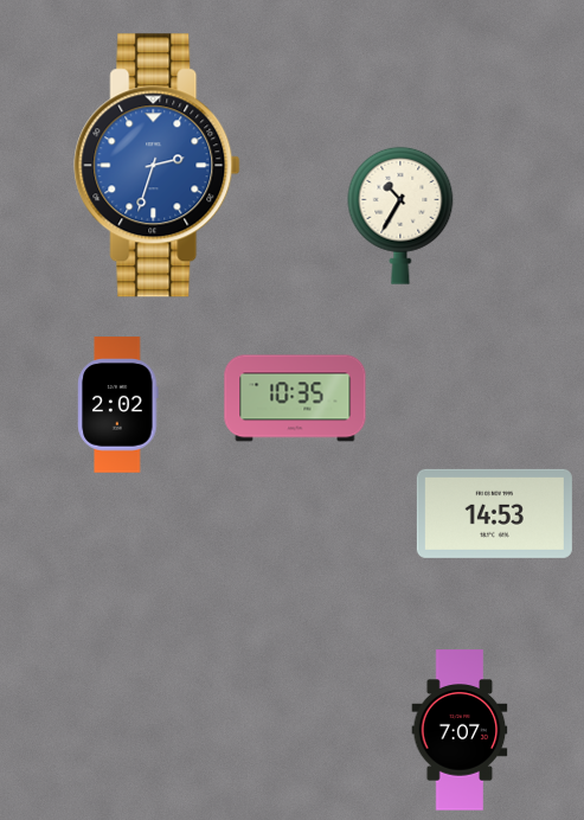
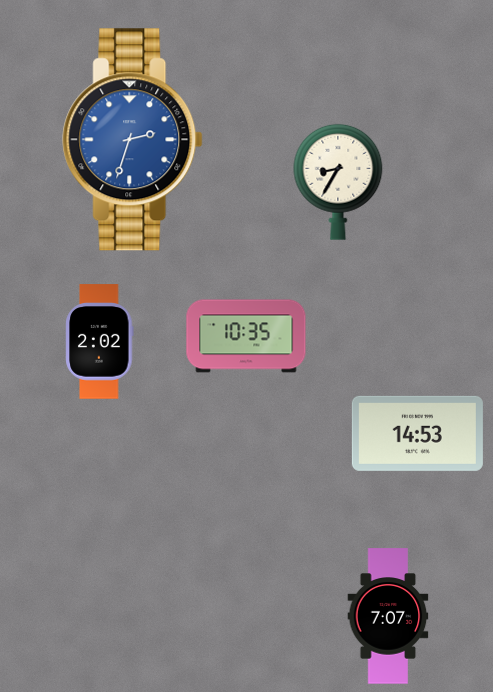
clock at (400, 216): 10:35 -> 8:35
clock at (295, 398) position: (295, 398) -> (246, 336)
